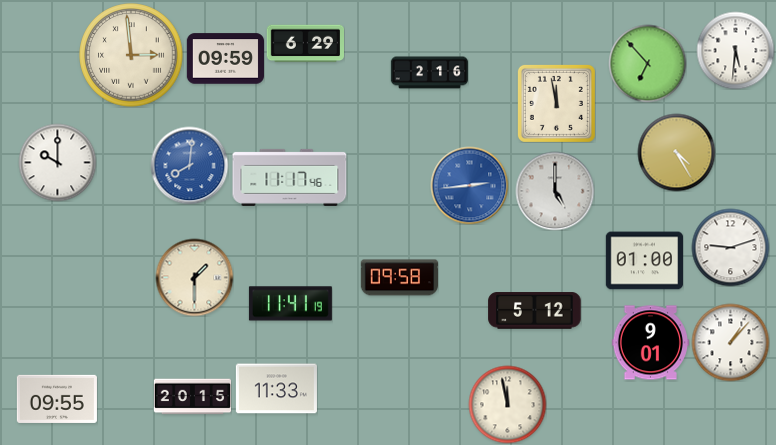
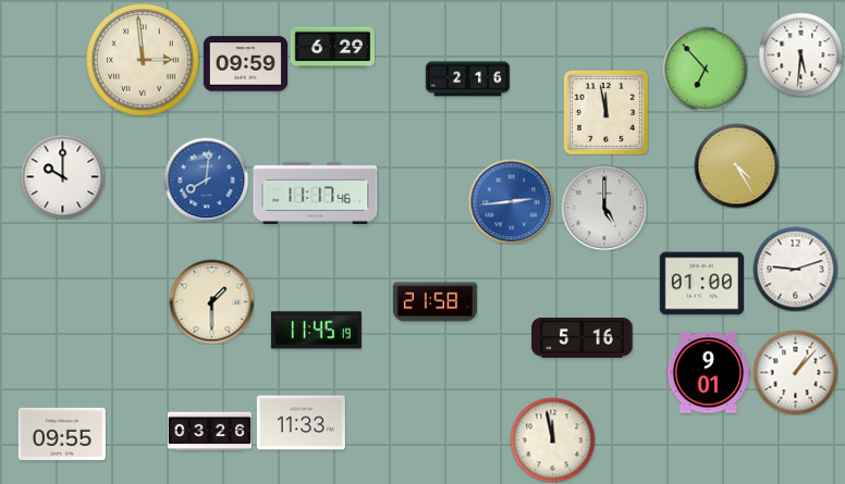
clock at (399, 278): 09:58 -> 21:58
clock at (290, 304): 11:41 -> 11:45
clock at (535, 311): 5:12 -> 5:16
clock at (192, 397): 20:15 -> 03:26
